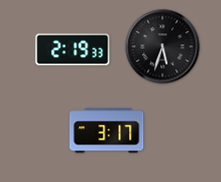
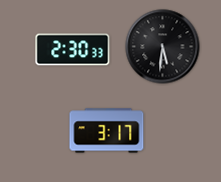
clock at (163, 47): 5:33 -> 5:31
clock at (73, 50): 2:19 -> 2:30
